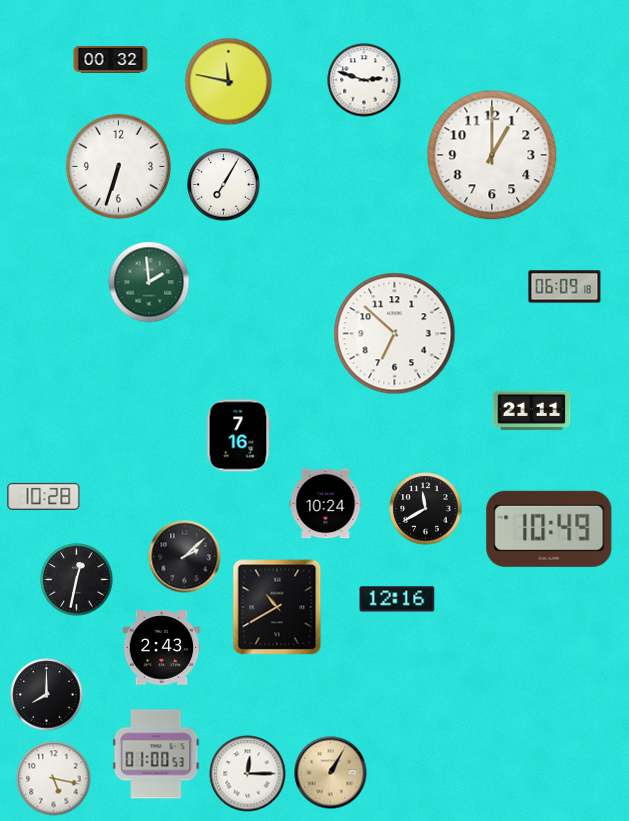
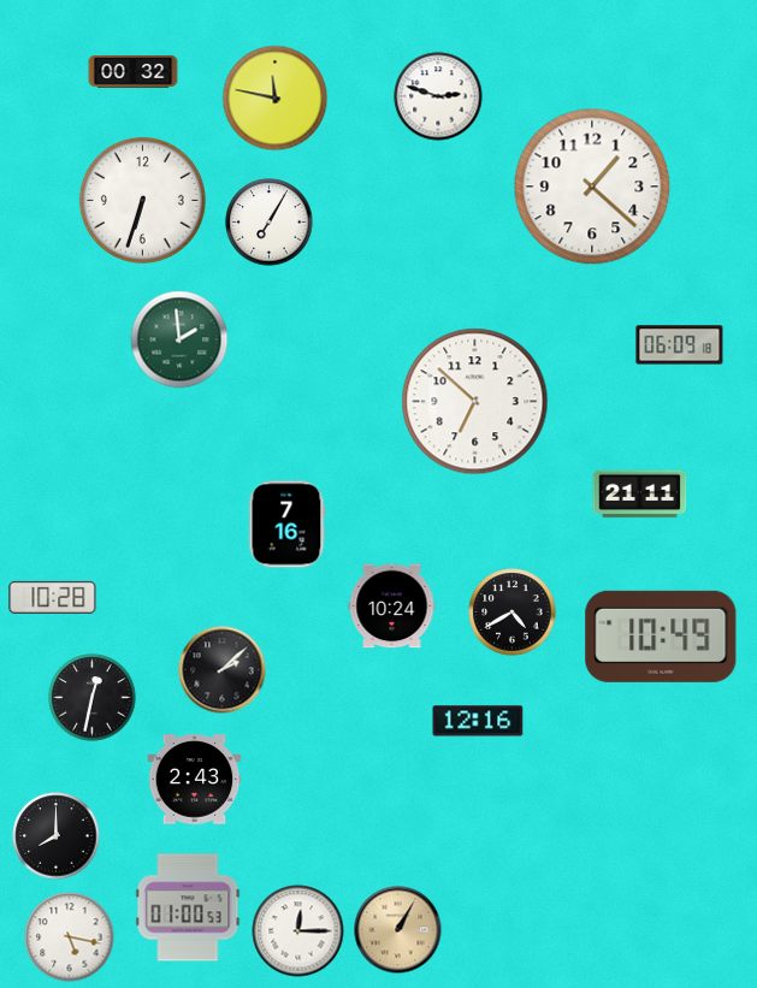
clock at (492, 155): 1:00 -> 1:22
clock at (426, 509): 11:40 -> 4:40
clock at (277, 607): 10:40 -> none
clock at (54, 779) position: (54, 779) -> (70, 937)
